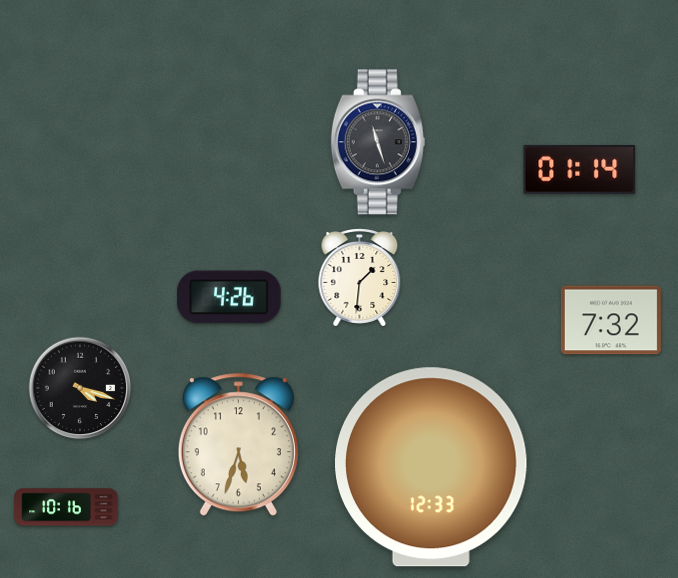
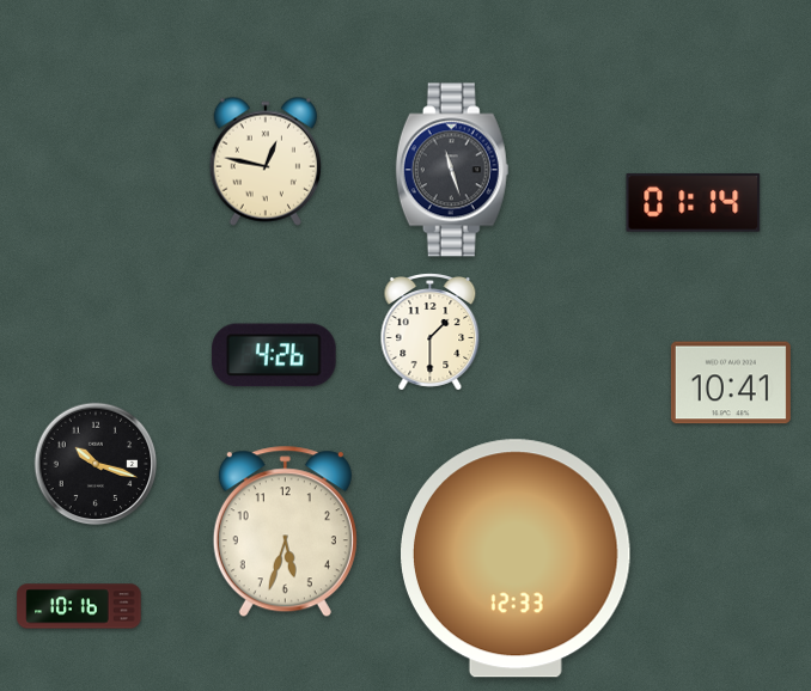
clock at (266, 161): none -> 12:47
clock at (360, 278): 1:31 -> 1:30
clock at (611, 320): 7:32 -> 10:41
clock at (80, 388): 4:18 -> 10:18
